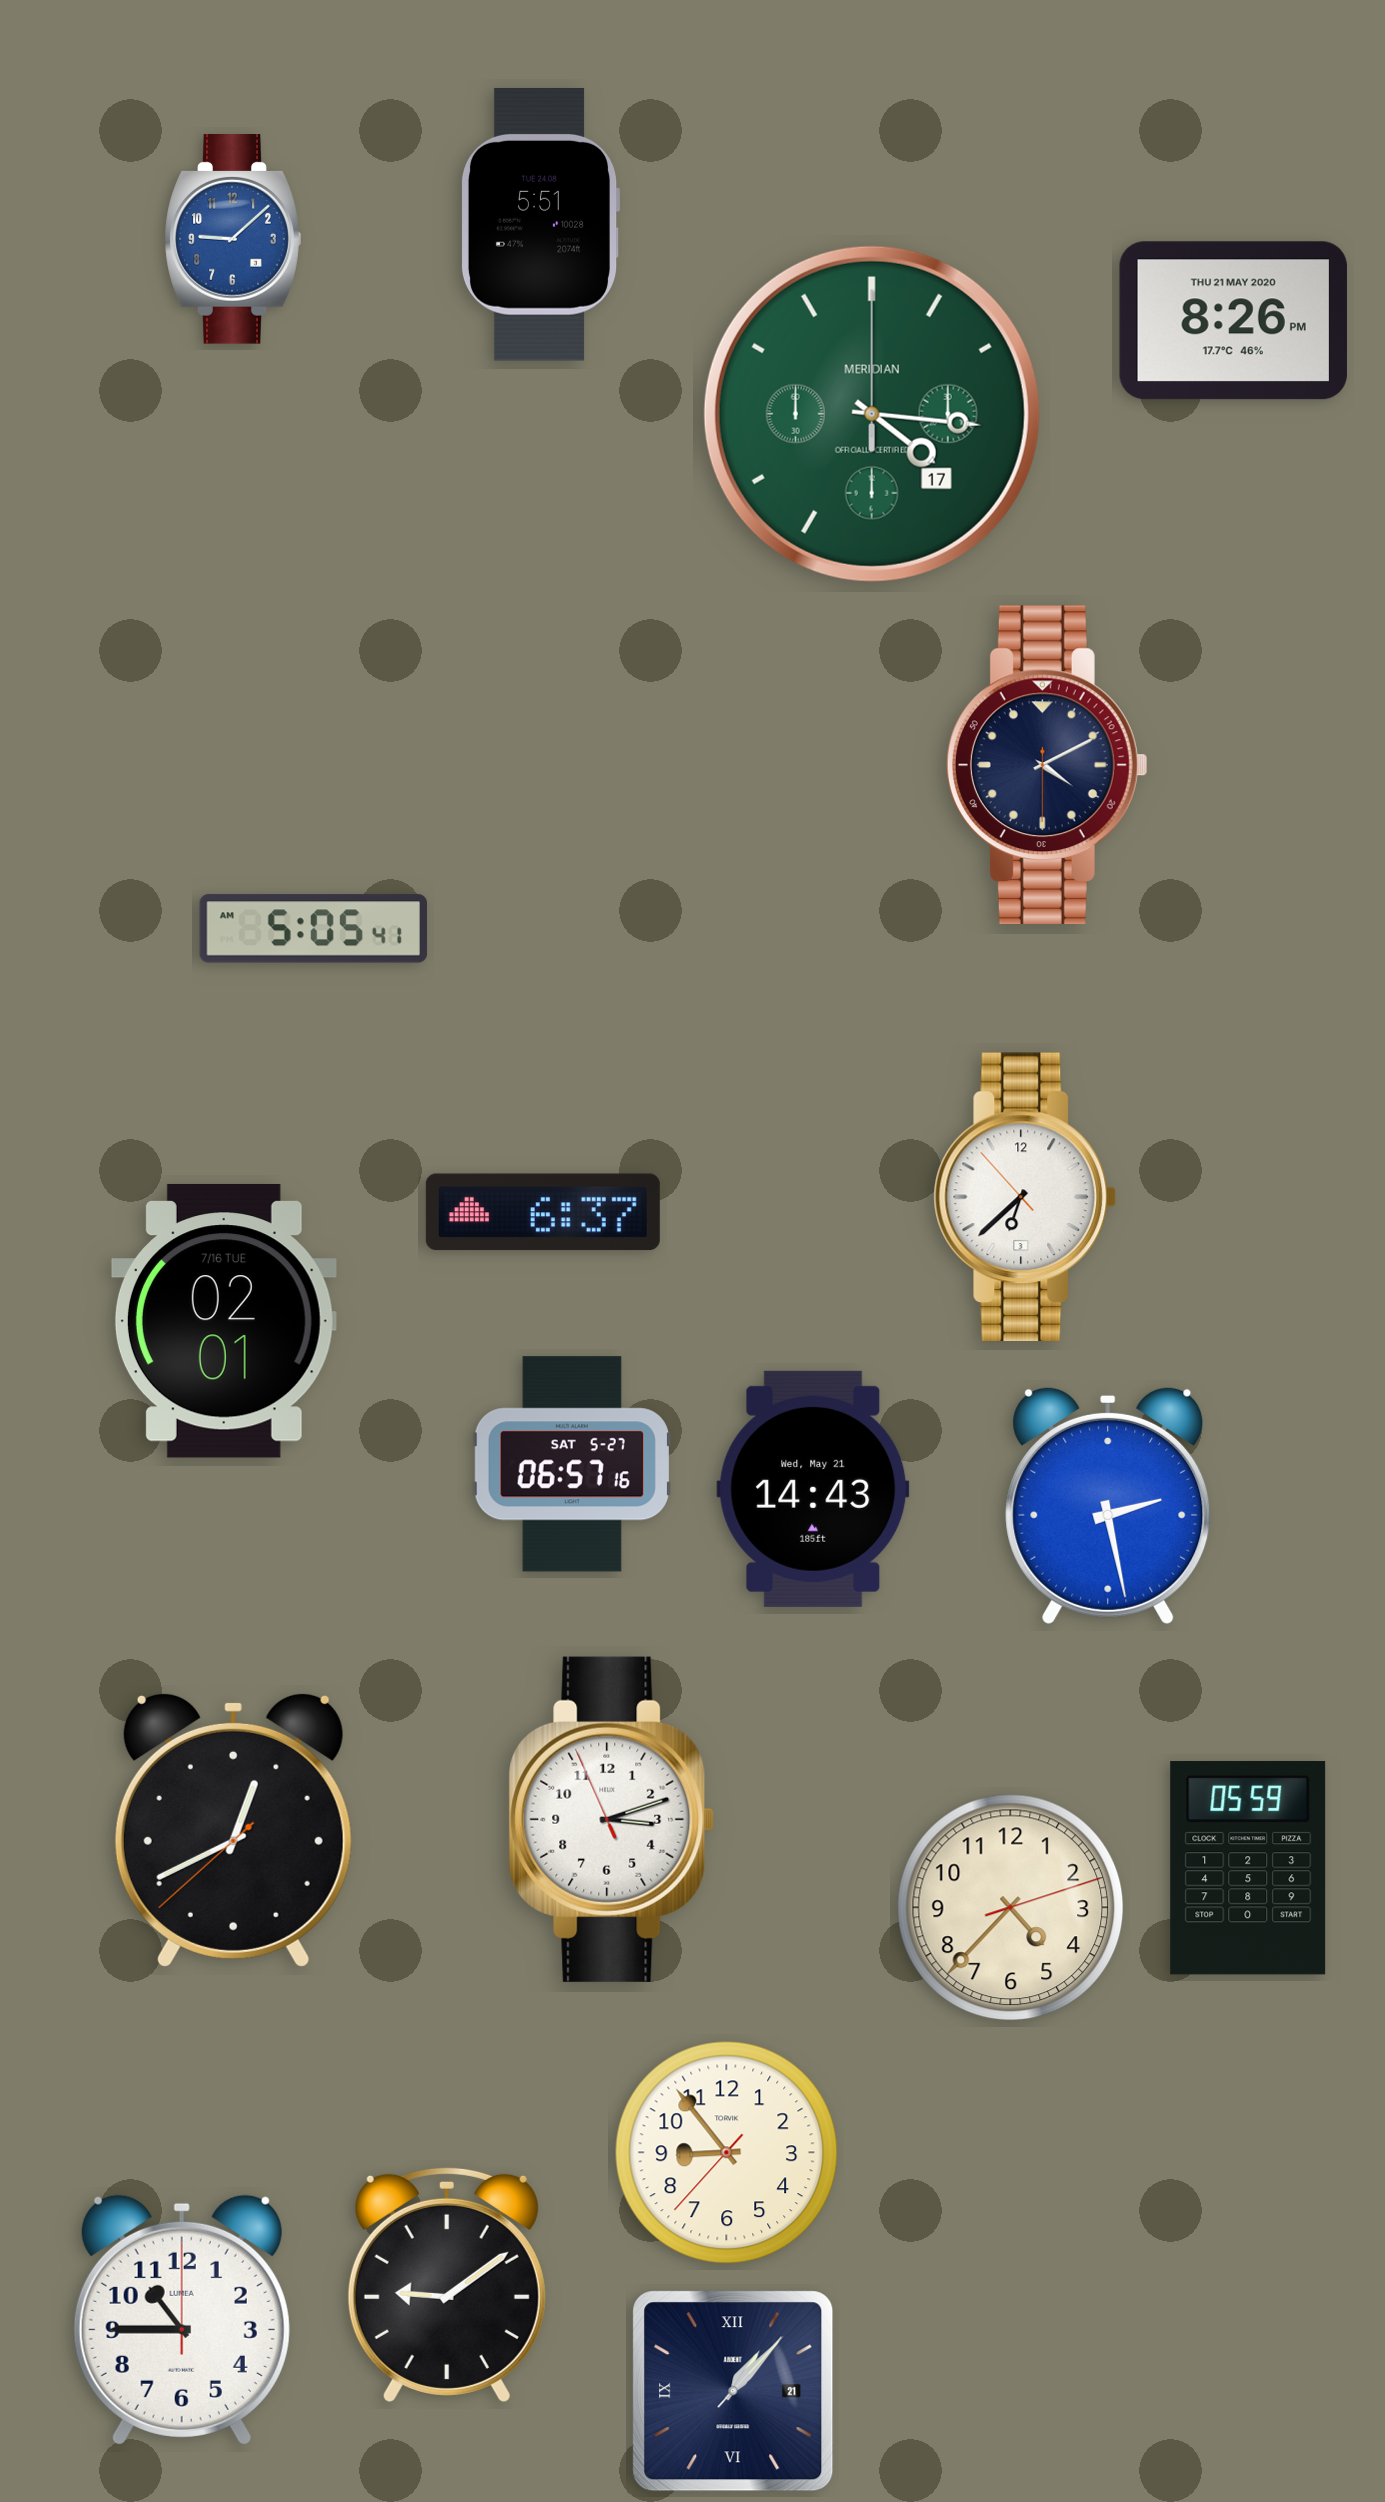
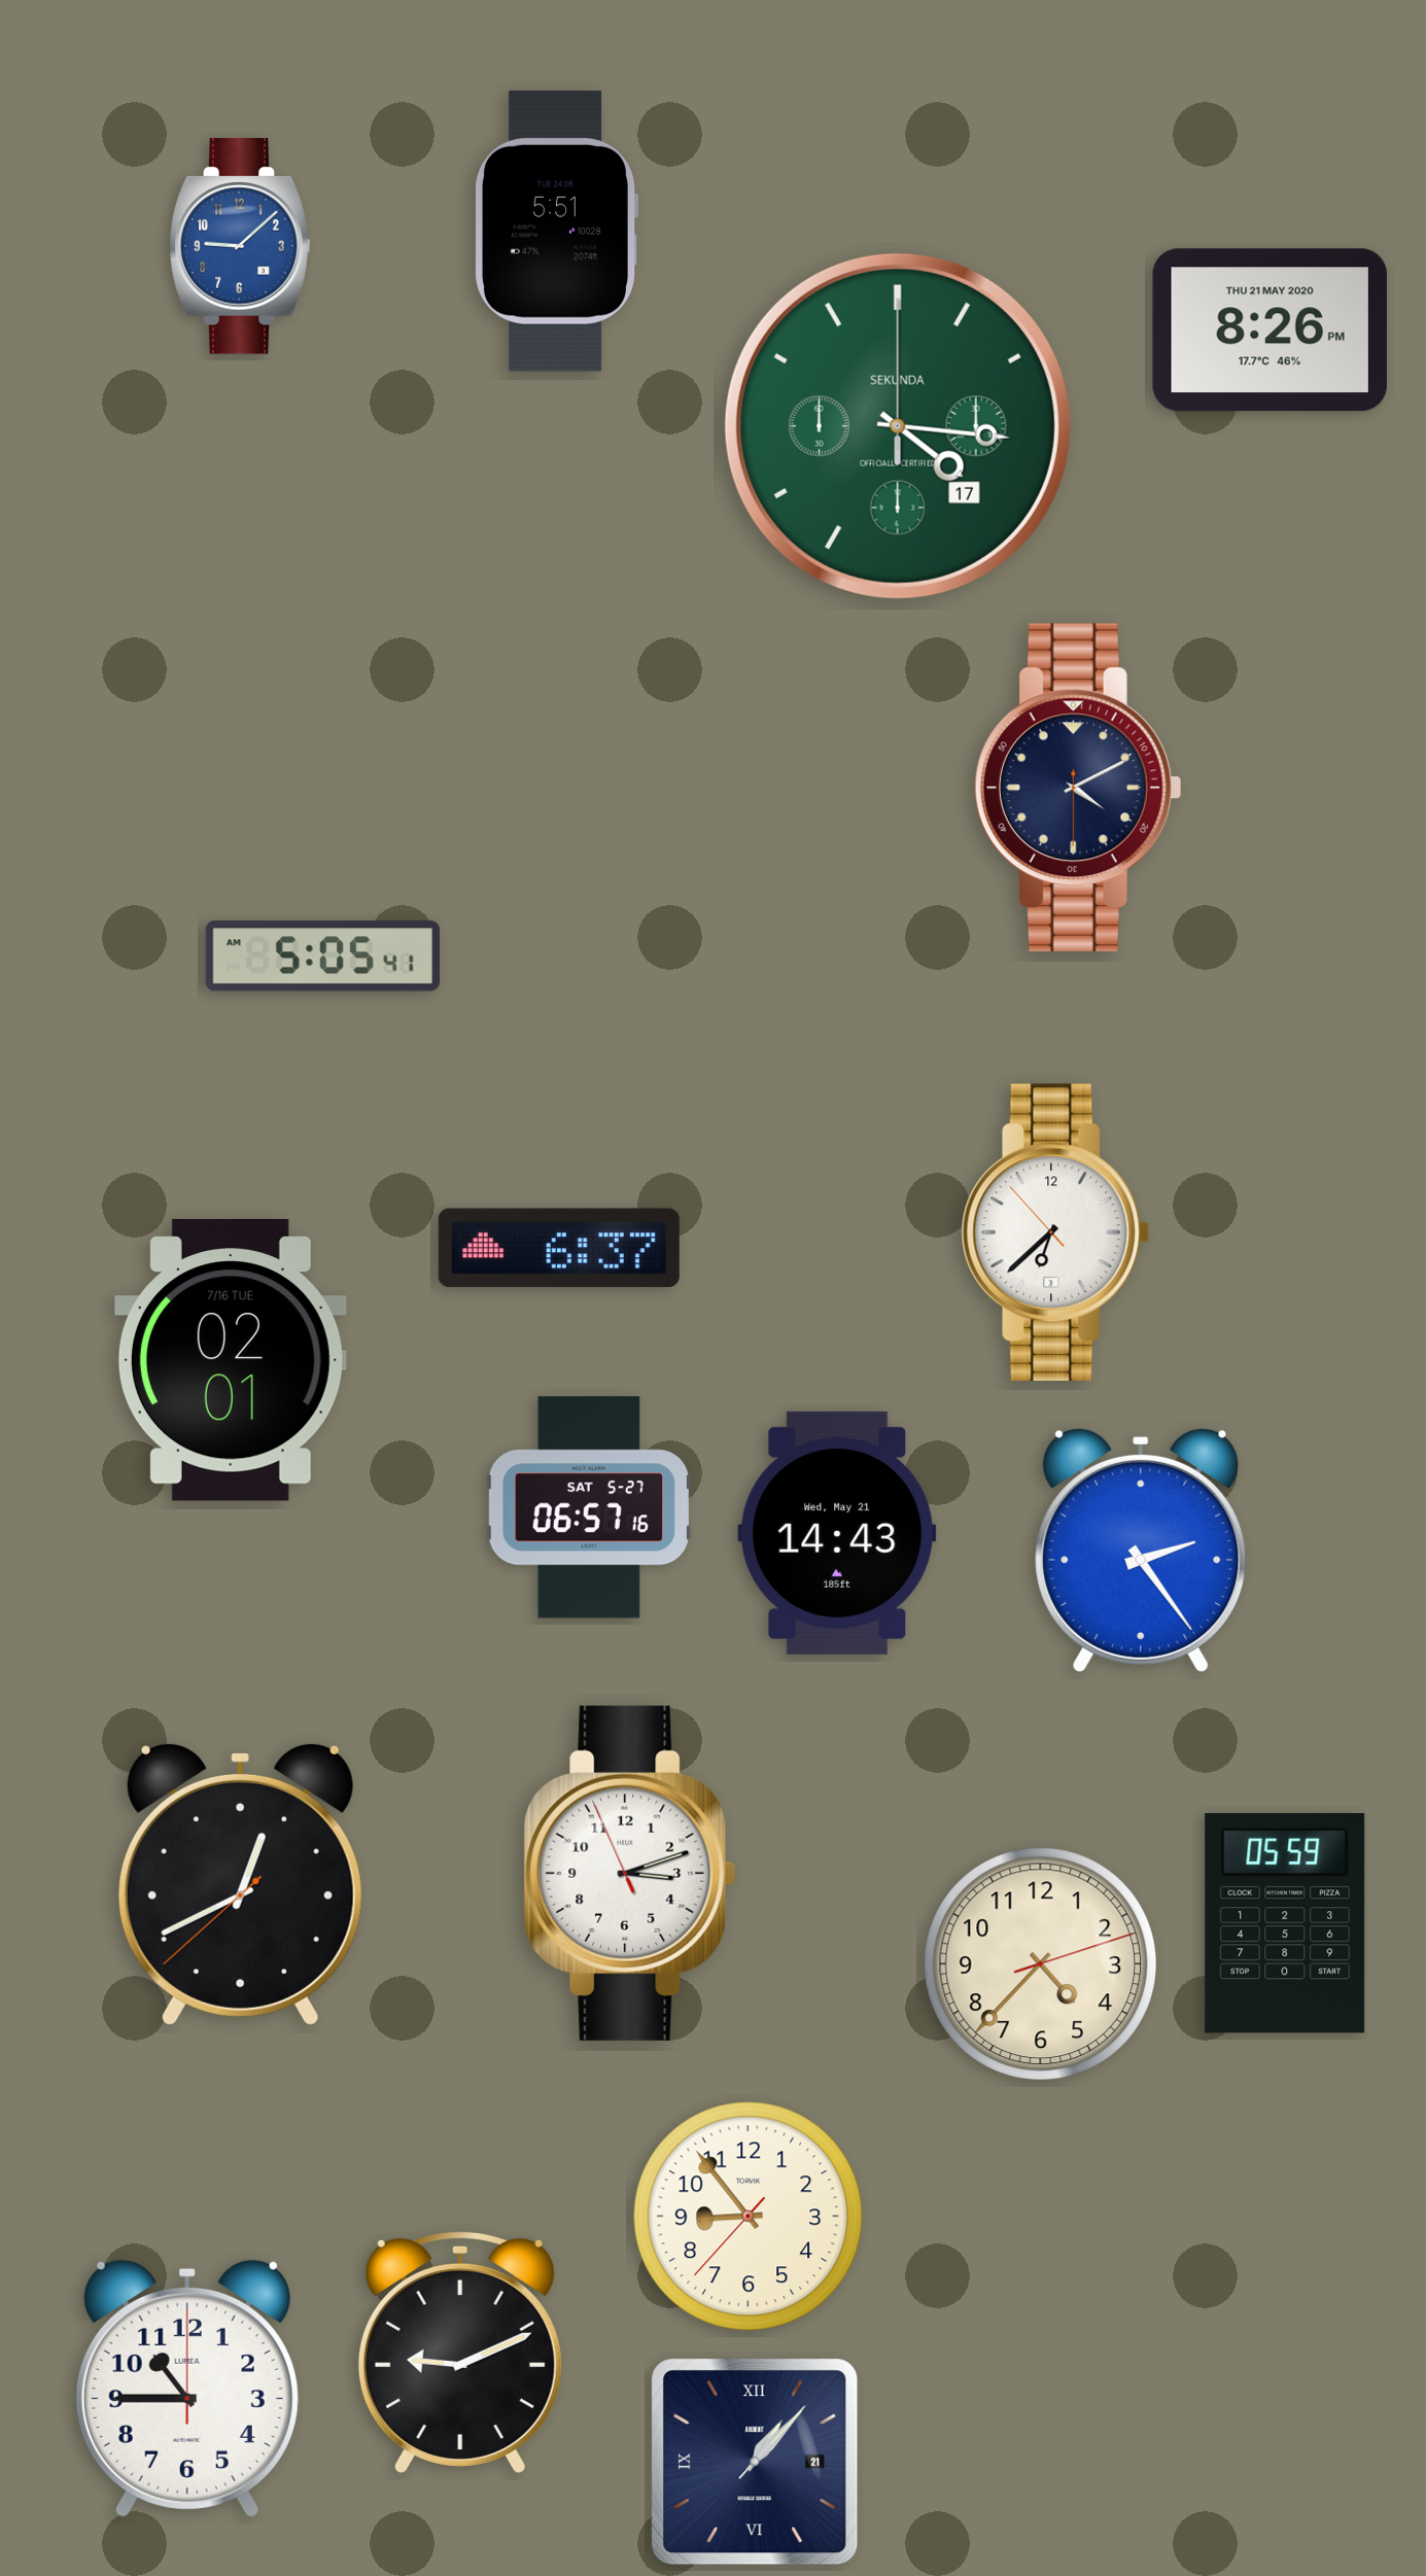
clock at (872, 414) brand: MERIDIAN -> SEKUNDA
clock at (1108, 1505): 2:28 -> 2:24
clock at (447, 2284): 9:09 -> 9:11
